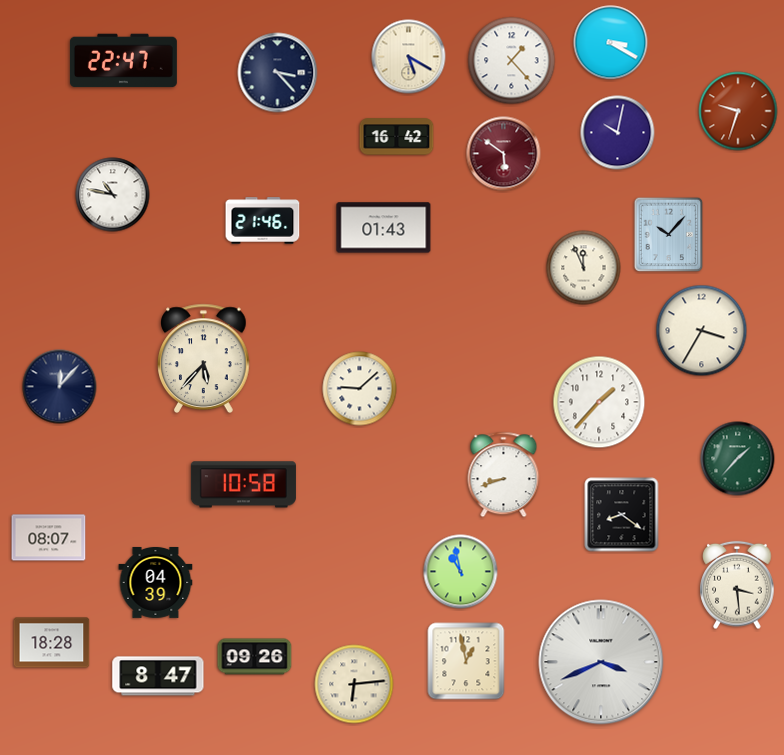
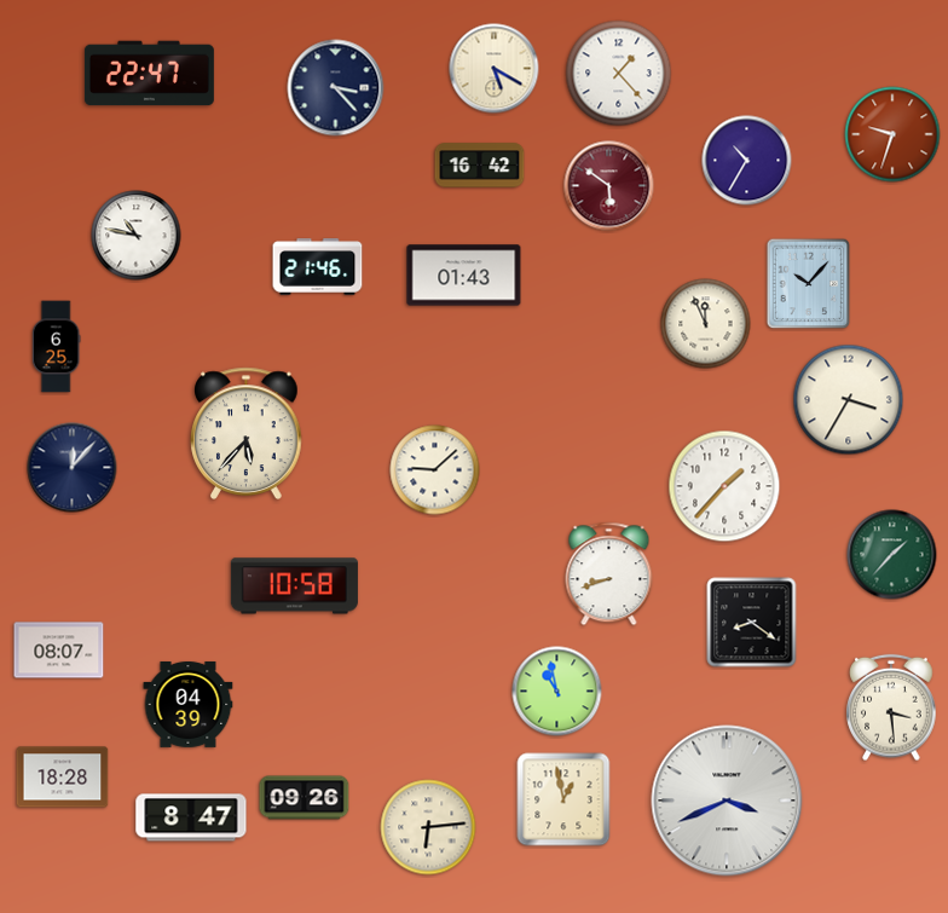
clock at (611, 43): 3:20 -> none
clock at (618, 133): 10:02 -> 10:35
clock at (56, 347): none -> 6:25
clock at (255, 657) position: (255, 657) -> (305, 798)
